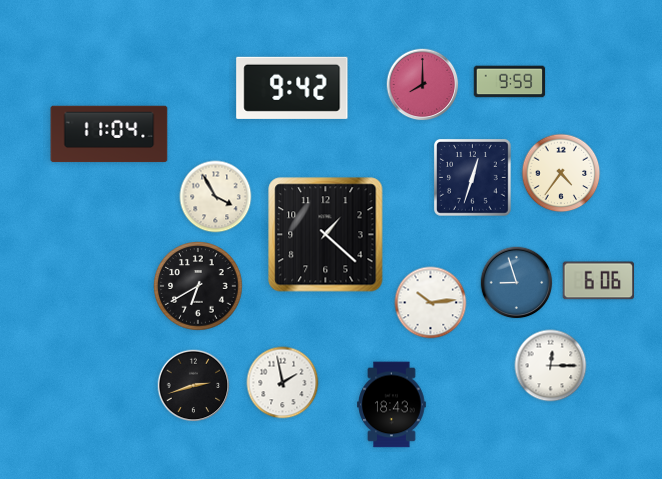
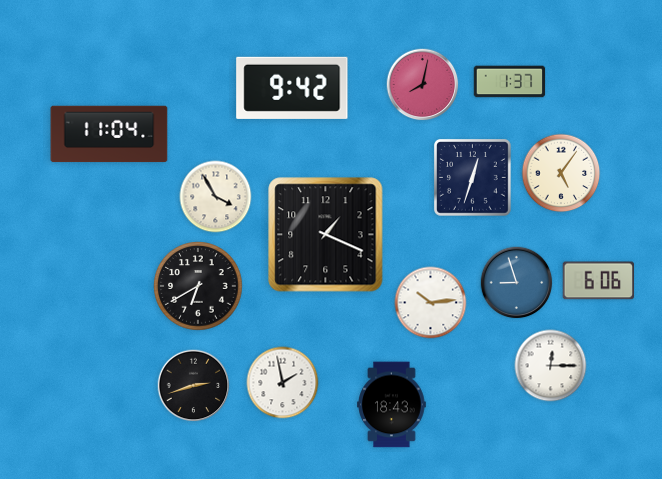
clock at (510, 82): 9:59 -> 1:37
clock at (423, 85): 8:00 -> 8:02
clock at (561, 173): 4:36 -> 5:06
clock at (326, 235): 1:22 -> 1:19
